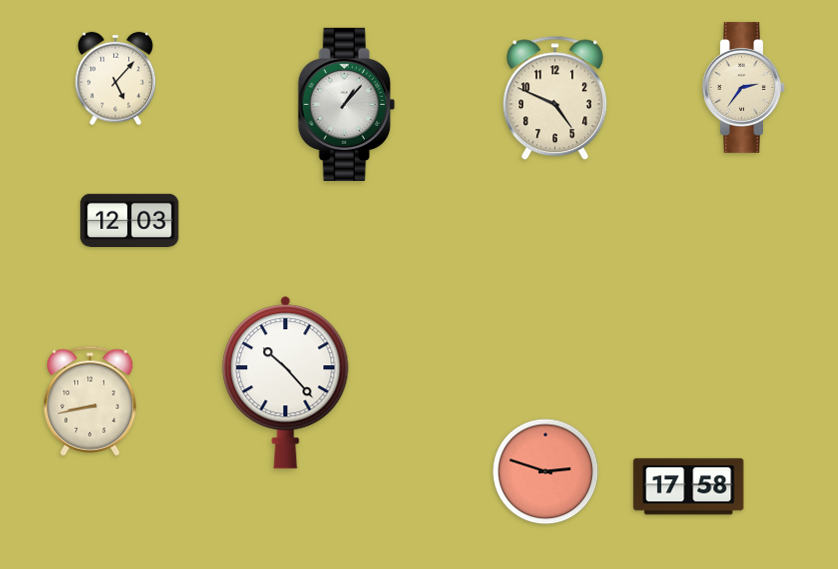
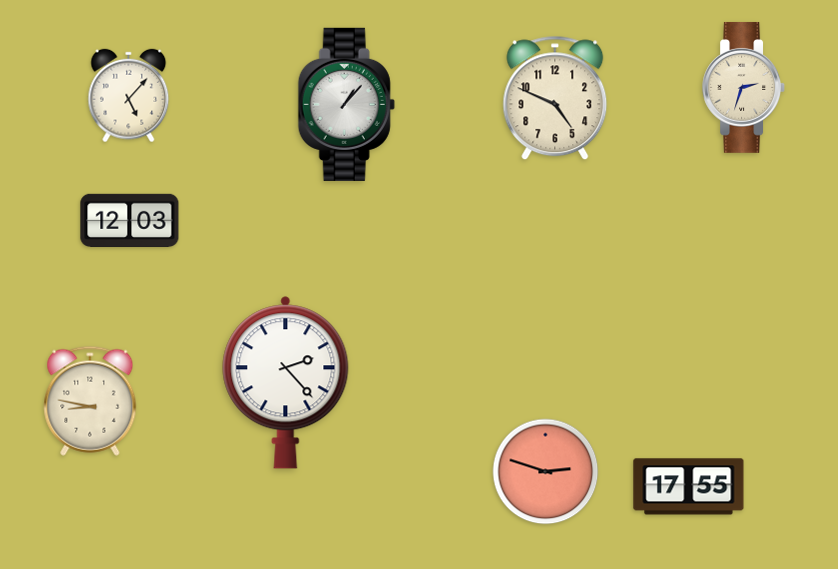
clock at (116, 79) position: (116, 79) -> (129, 96)
clock at (743, 87): 2:36 -> 2:33
clock at (286, 383): 10:23 -> 2:23
clock at (90, 401): 8:43 -> 8:47
clock at (689, 487): 17:58 -> 17:55
